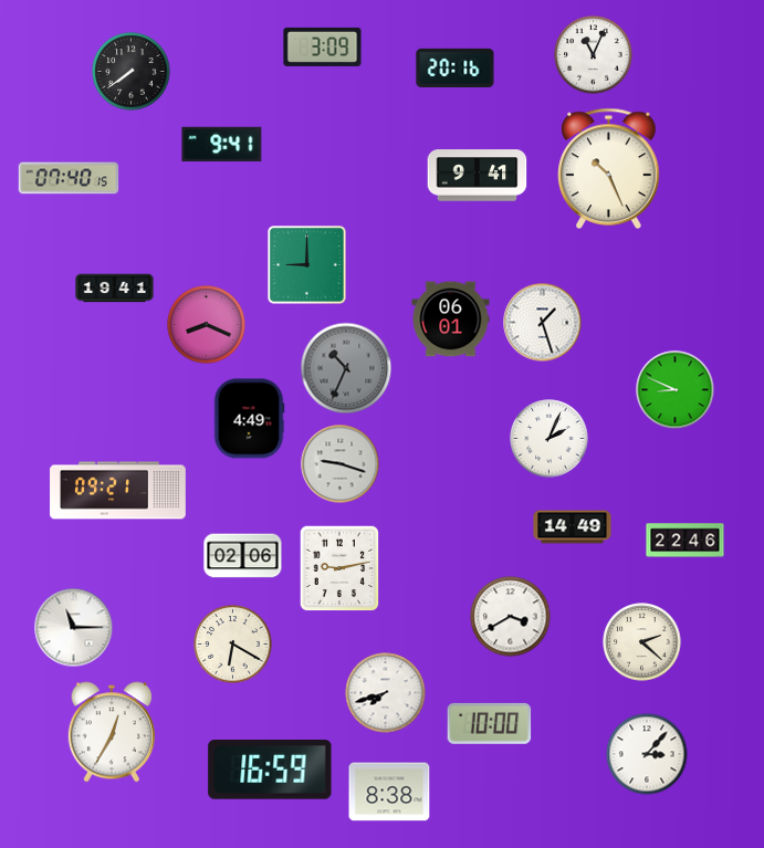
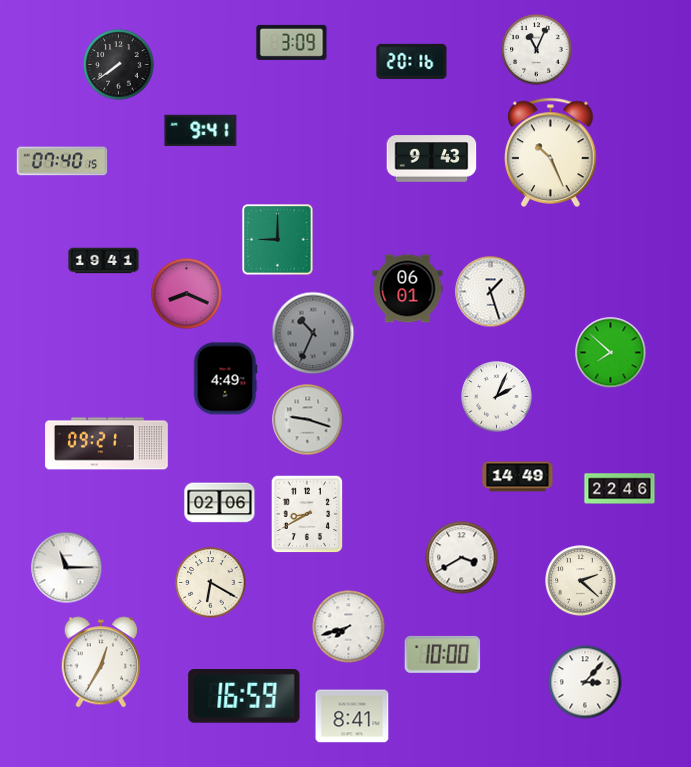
clock at (478, 176): 9:41 -> 9:43
clock at (676, 390): 8:49 -> 7:52
clock at (339, 568): 9:13 -> 8:40
clock at (389, 792): 8:38 -> 8:41
